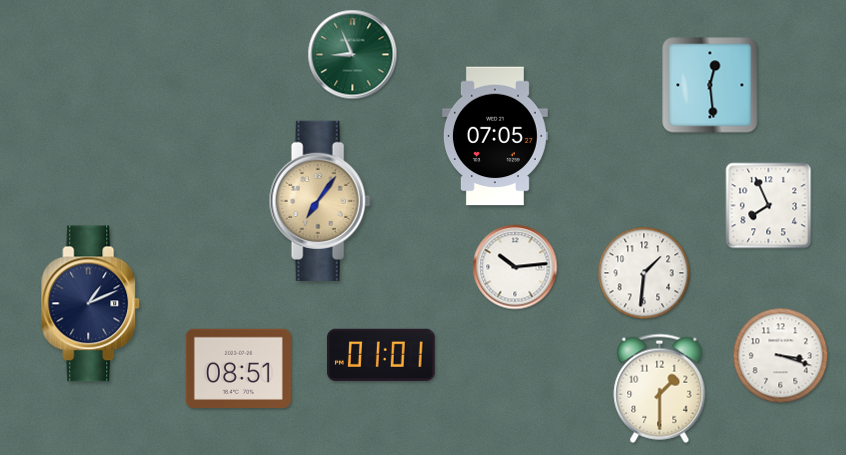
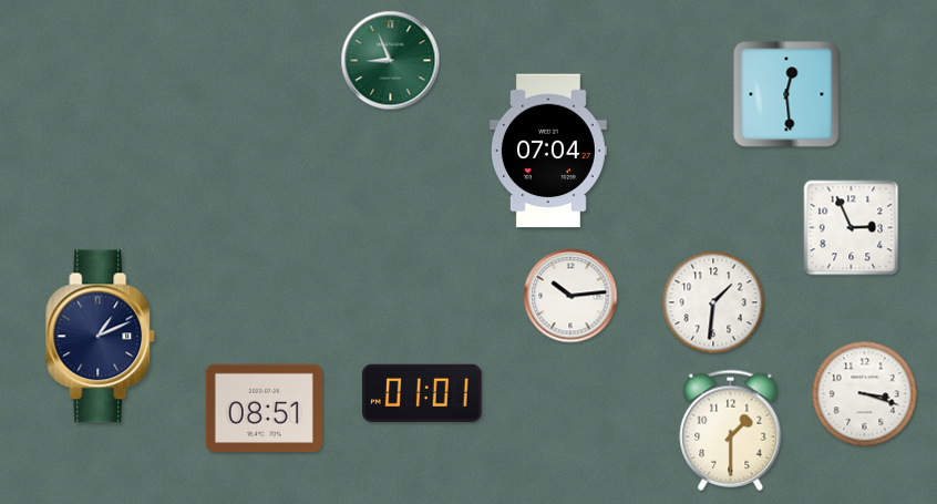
clock at (495, 136): 07:05 -> 07:04
clock at (320, 201): 7:06 -> none
clock at (769, 206): 7:56 -> 2:56
